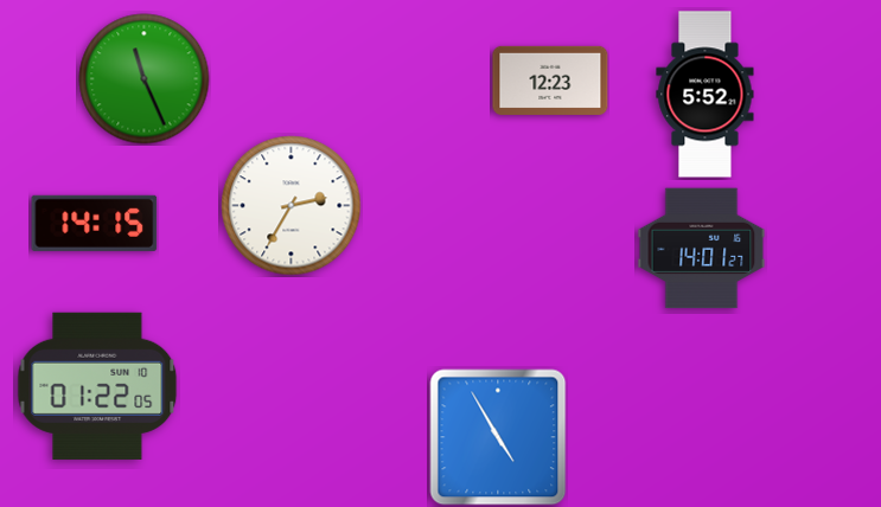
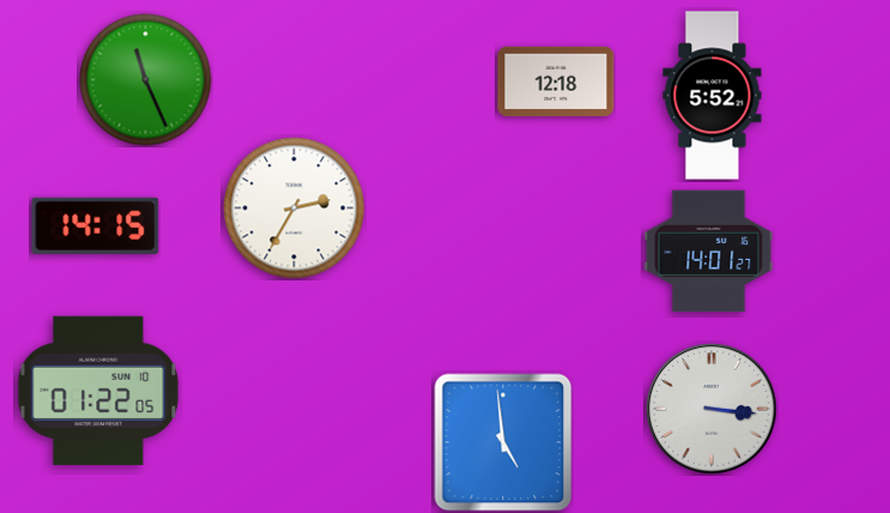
clock at (550, 81): 12:23 -> 12:18
clock at (712, 409): none -> 3:16
clock at (498, 437): 4:55 -> 4:59
